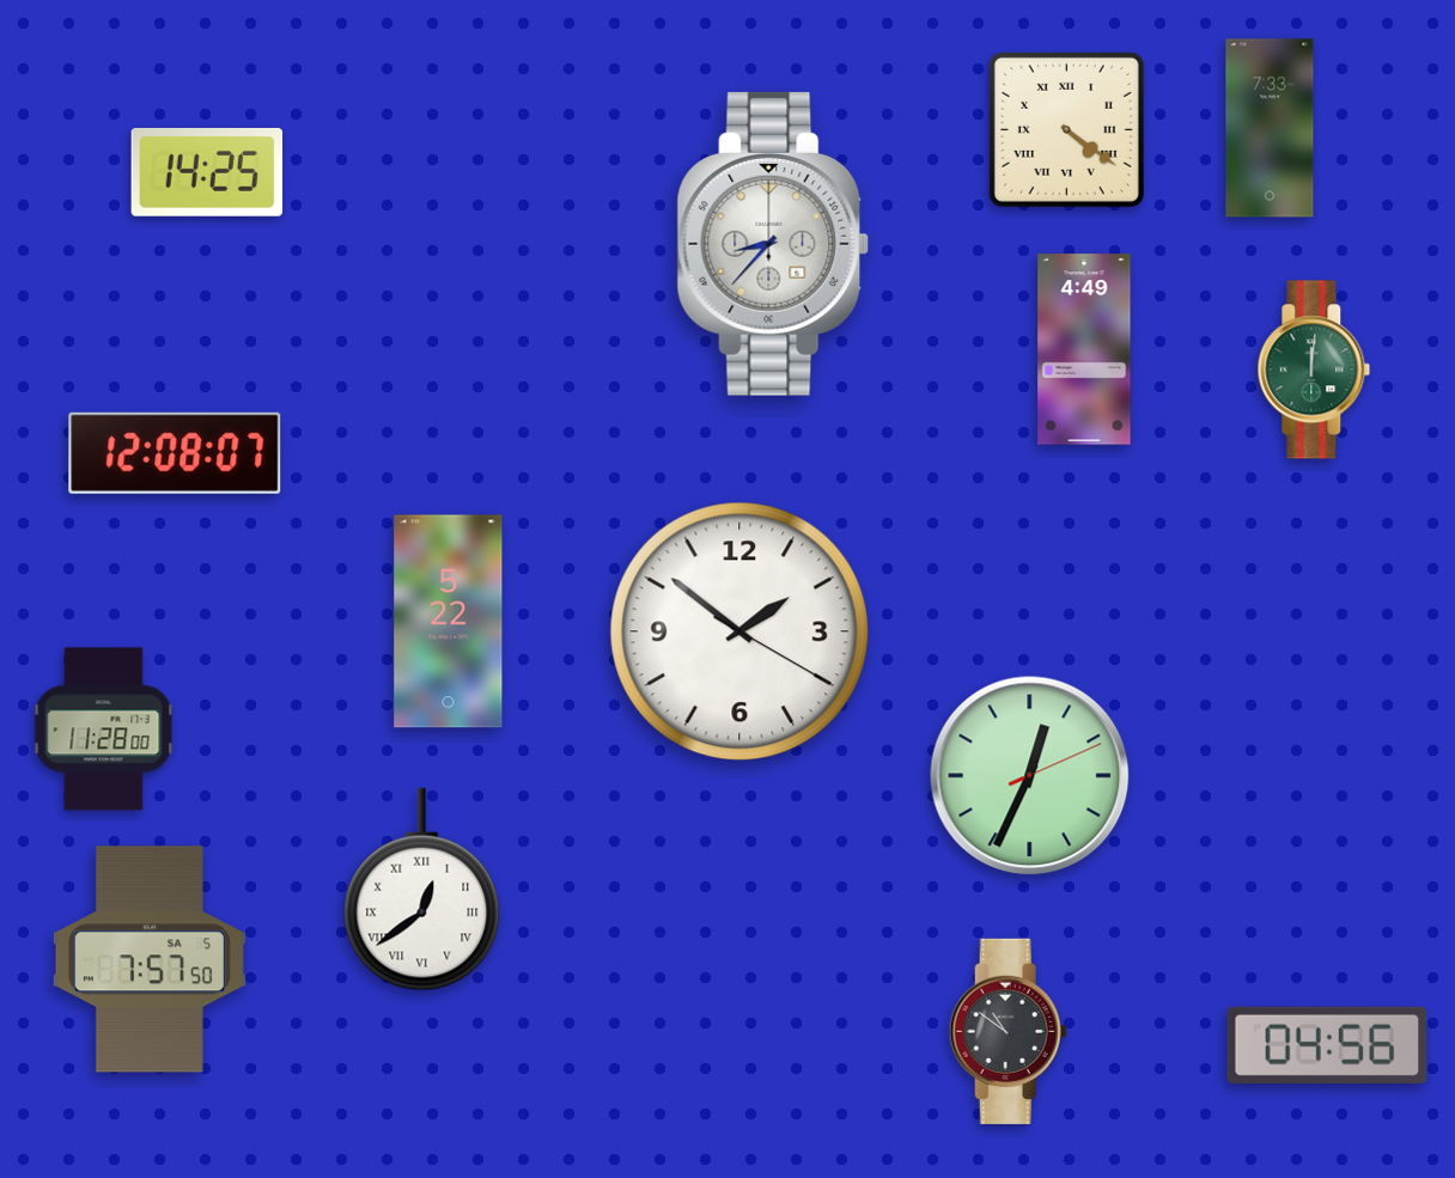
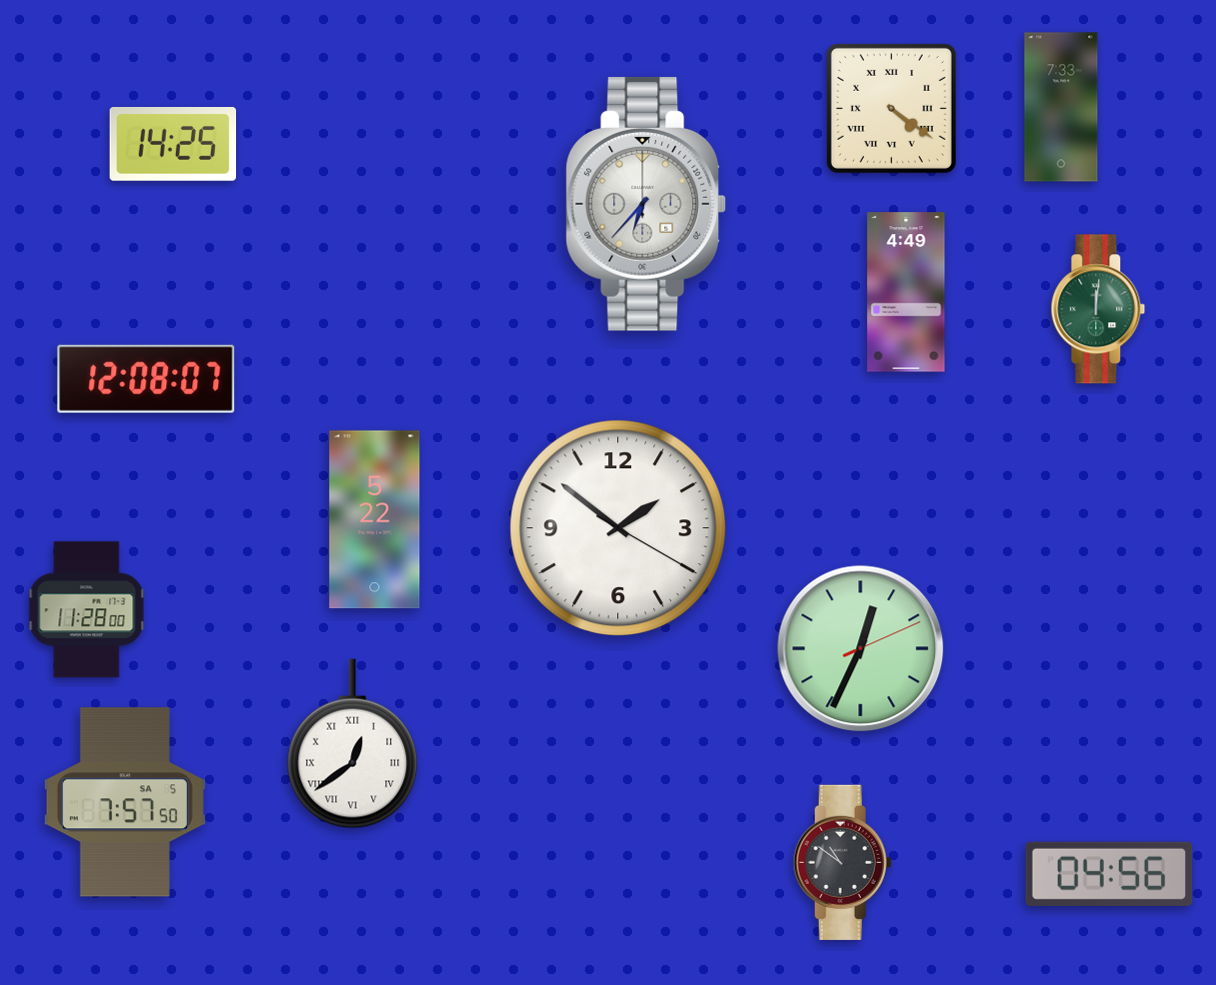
clock at (773, 244): 8:37 -> 6:37
